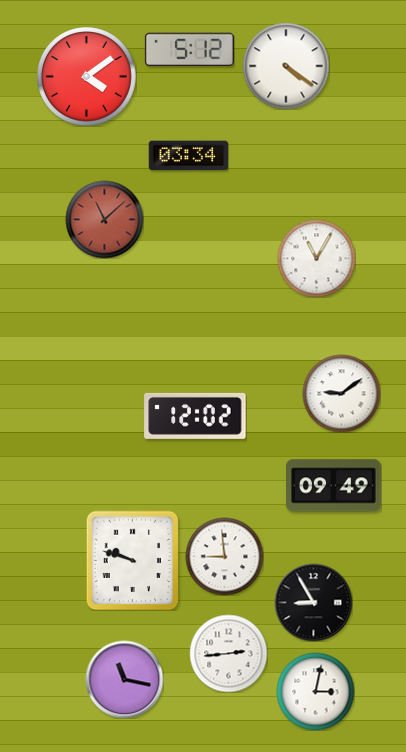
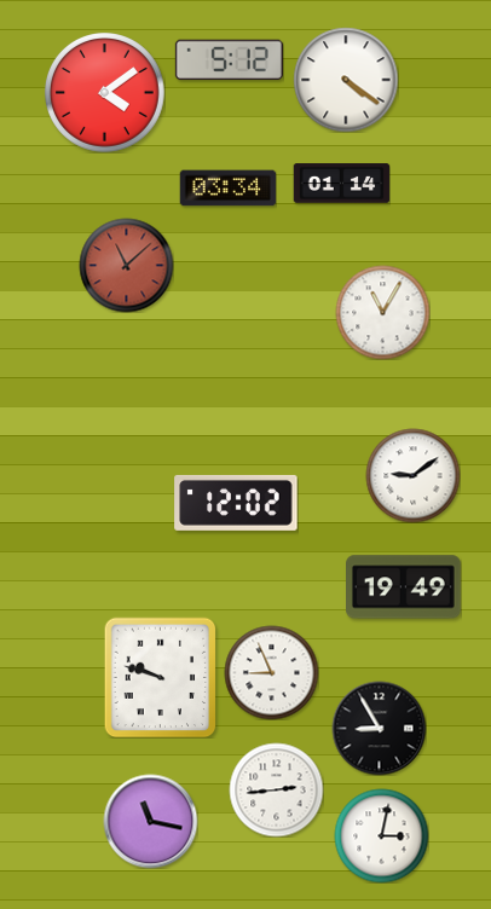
clock at (341, 184): none -> 01:14
clock at (334, 486): 09:49 -> 19:49
clock at (224, 556): 8:59 -> 8:56
